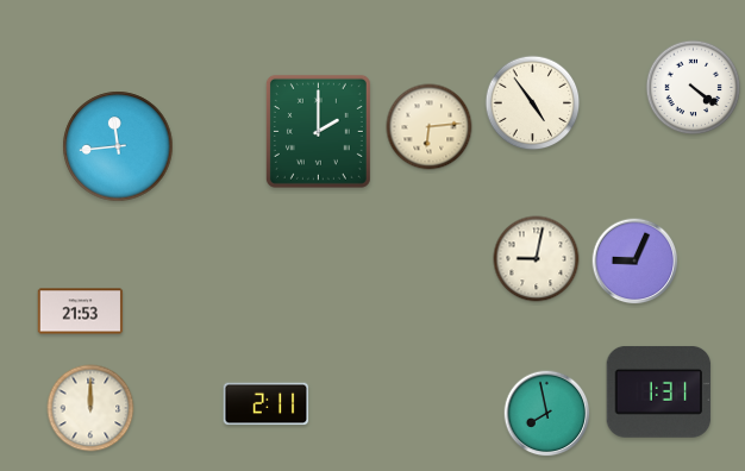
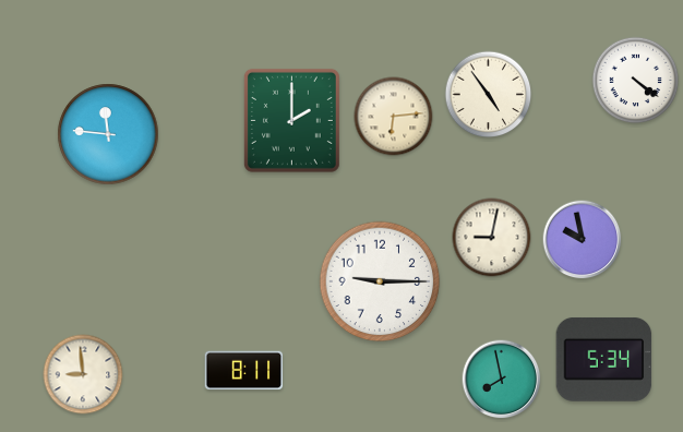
clock at (118, 146): 11:44 -> 11:46
clock at (636, 262): 9:04 -> 9:58
clock at (380, 281): none -> 9:15
clock at (81, 312): 21:53 -> none
clock at (659, 391): 1:31 -> 5:34
clock at (267, 404): 2:11 -> 8:11
clock at (90, 408): 12:00 -> 8:59
